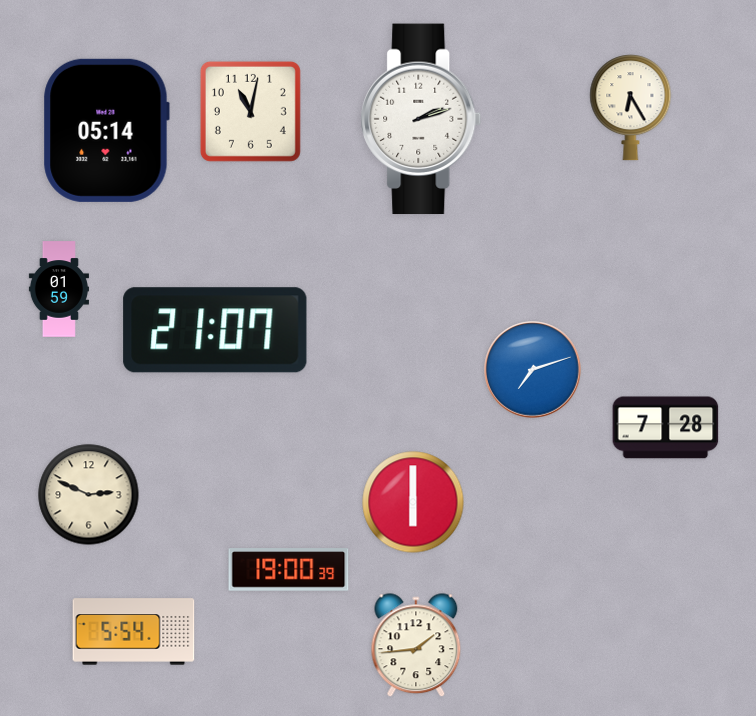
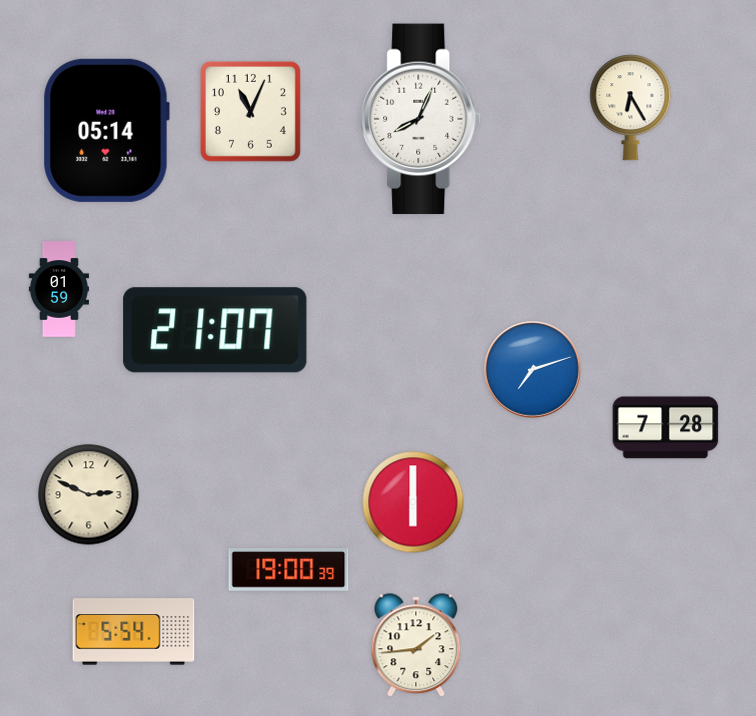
clock at (250, 111): 11:02 -> 11:04
clock at (421, 119): 2:12 -> 8:04
